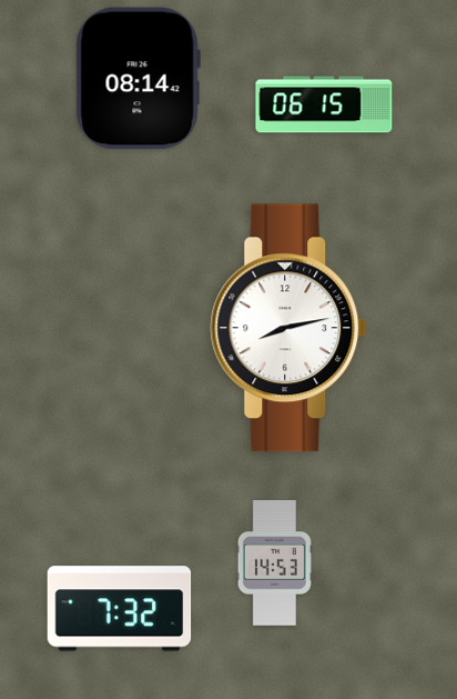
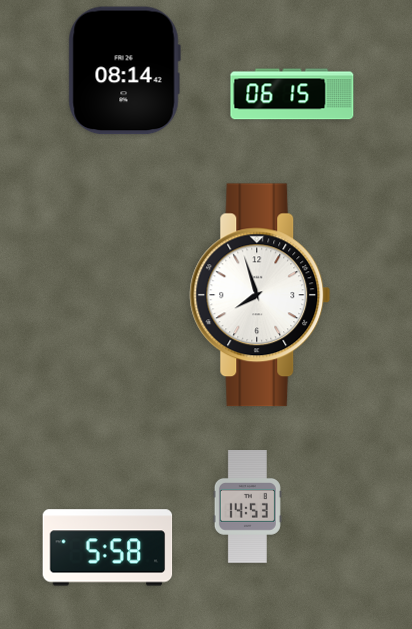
clock at (288, 328): 8:13 -> 7:57
clock at (120, 609): 7:32 -> 5:58
